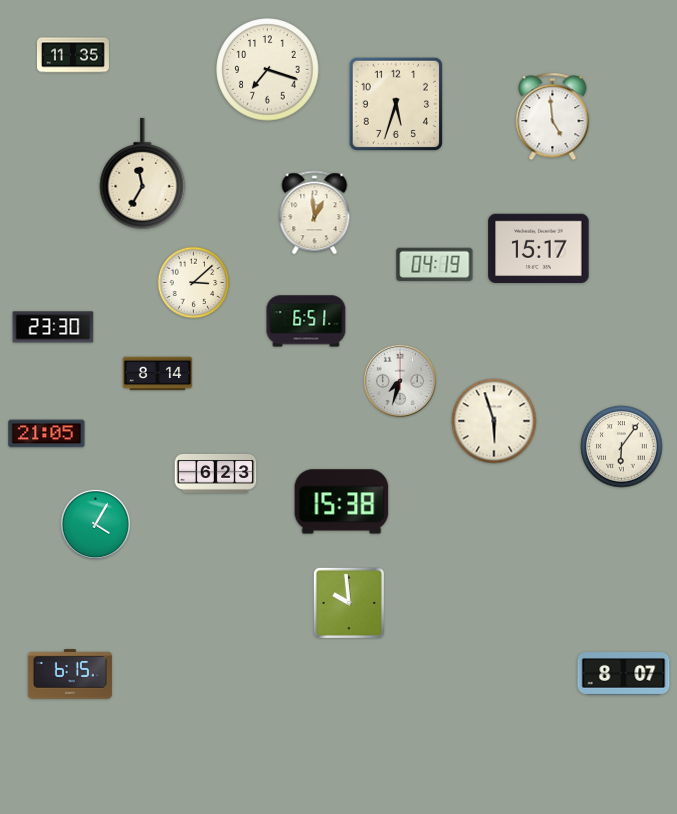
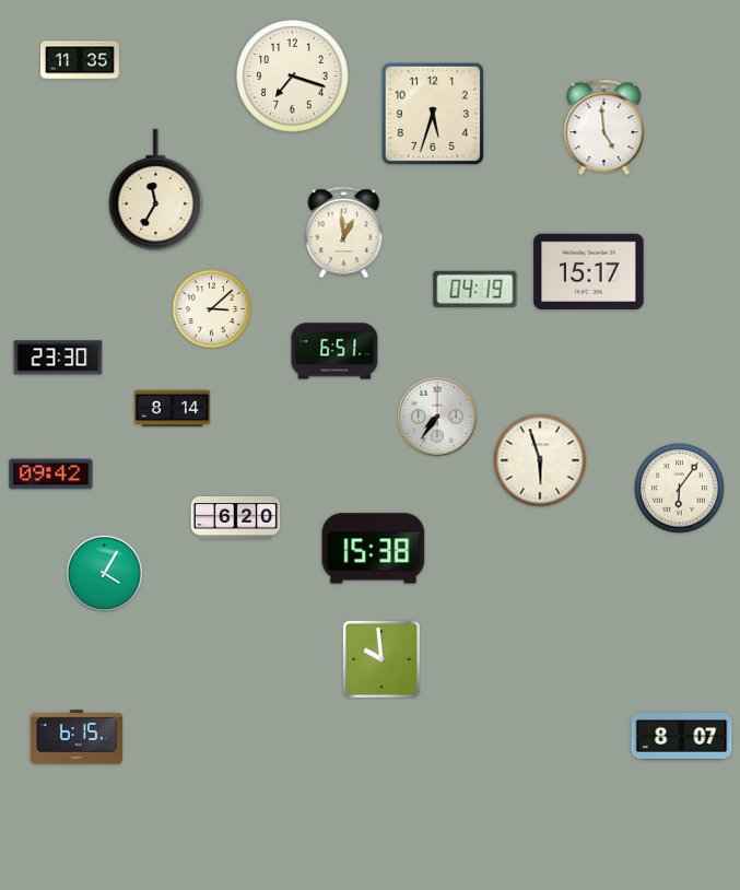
clock at (400, 381): 7:33 -> 7:36
clock at (47, 434): 21:05 -> 09:42
clock at (216, 474): 6:23 -> 6:20
